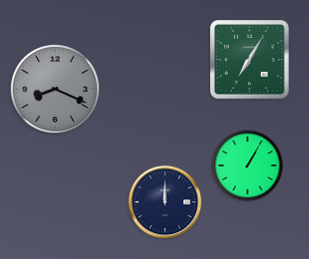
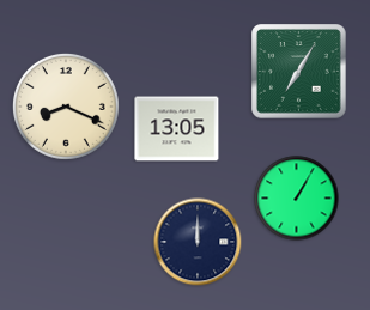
clock at (55, 89) dial: grey -> cream
clock at (177, 129): none -> 13:05
